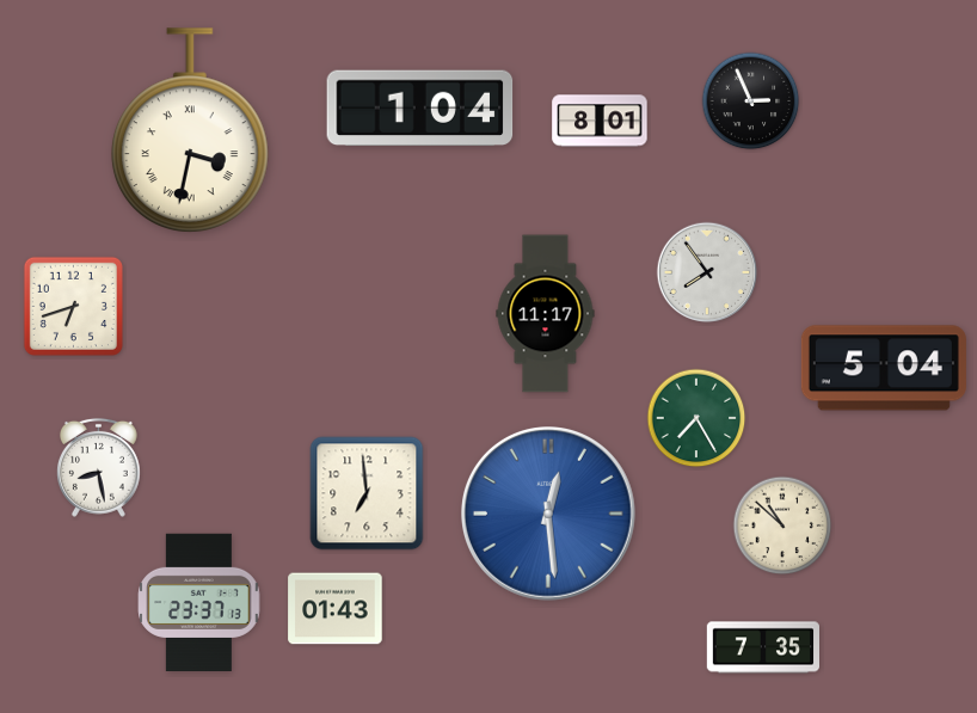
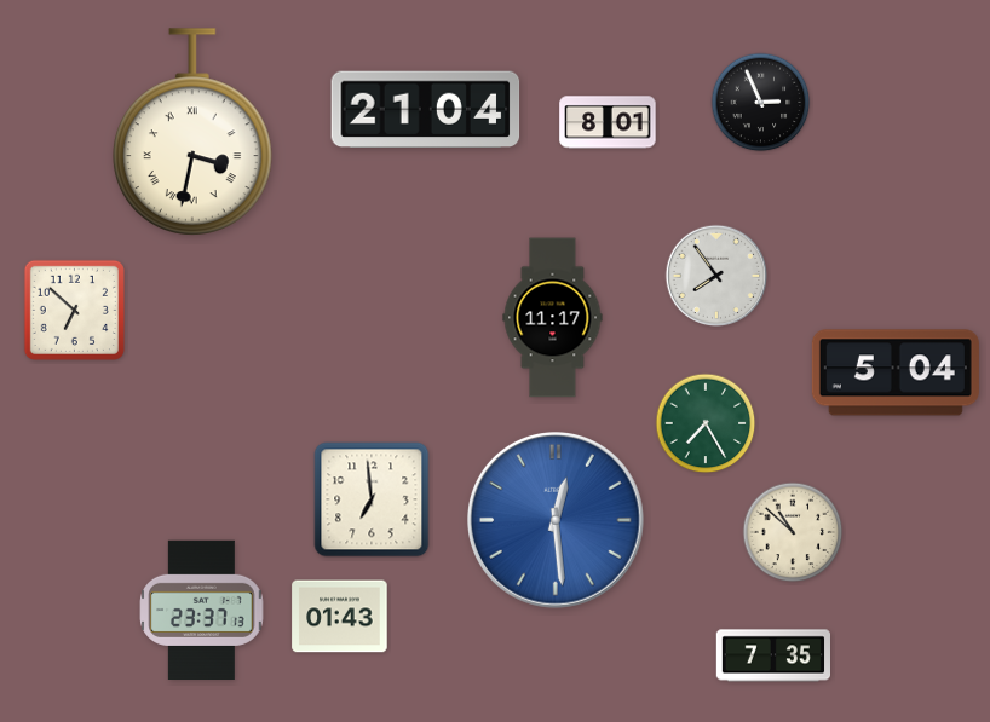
clock at (420, 107): 1:04 -> 21:04
clock at (73, 306): 6:42 -> 6:52
clock at (98, 467): 8:28 -> none
